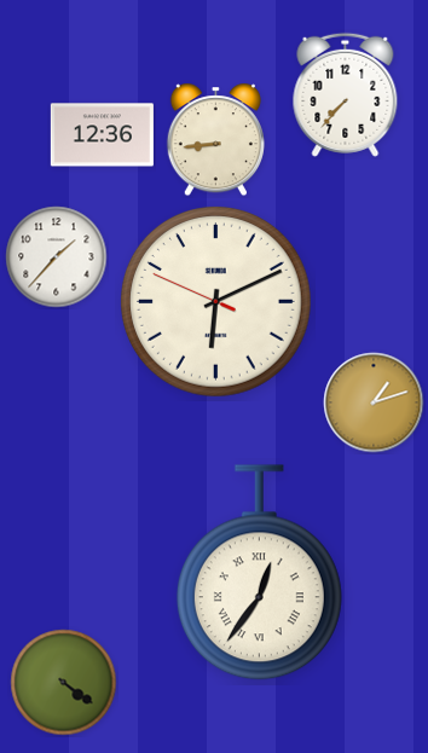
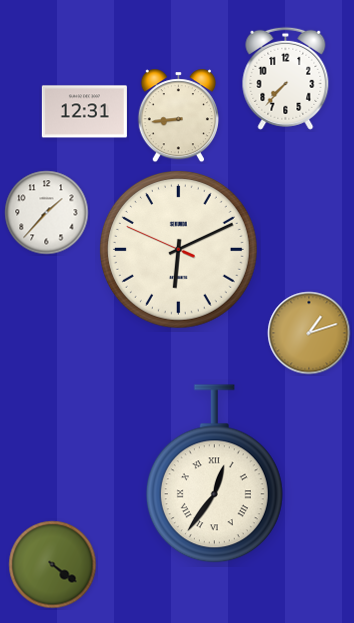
clock at (102, 135): 12:36 -> 12:31
